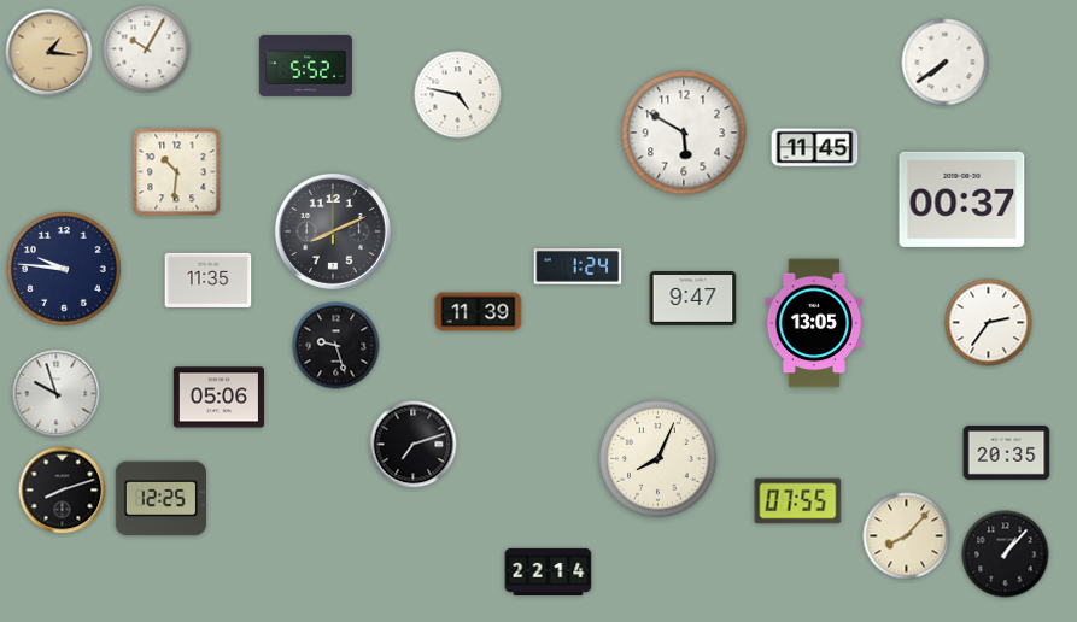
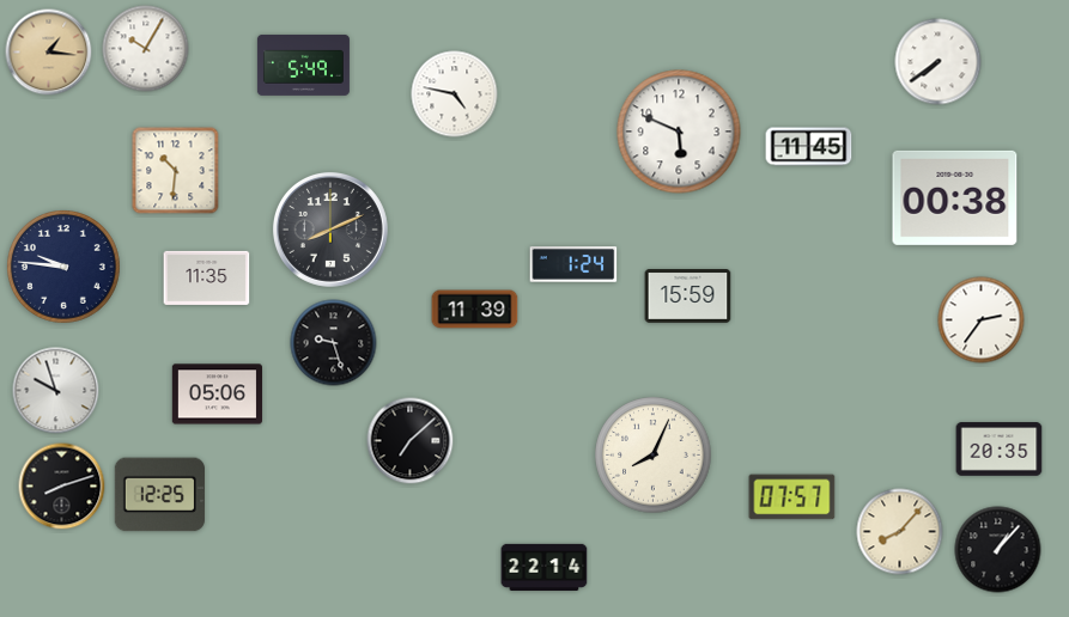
clock at (305, 65): 5:52 -> 5:49
clock at (684, 133): 5:50 -> 5:49
clock at (962, 199): 00:37 -> 00:38
clock at (693, 299): 9:47 -> 15:59
clock at (813, 323): 13:05 -> none
clock at (414, 445): 7:12 -> 7:08
clock at (798, 501): 07:55 -> 07:57
